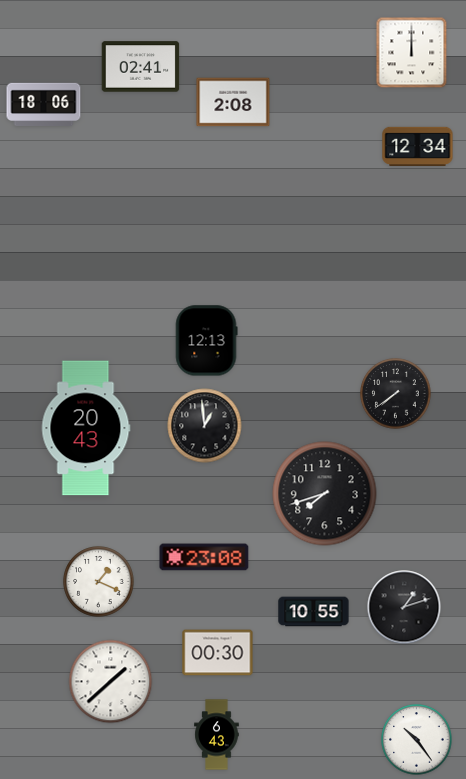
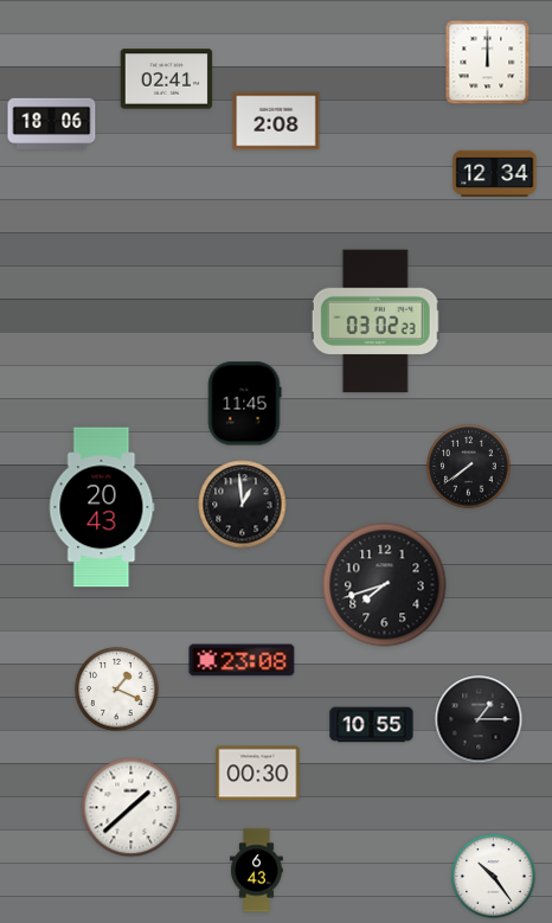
clock at (376, 321): none -> 03:02
clock at (206, 341): 12:13 -> 11:45
clock at (404, 607): 1:12 -> 1:15
